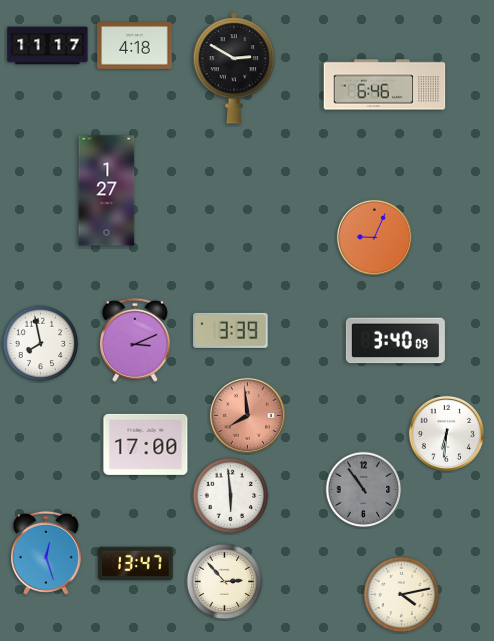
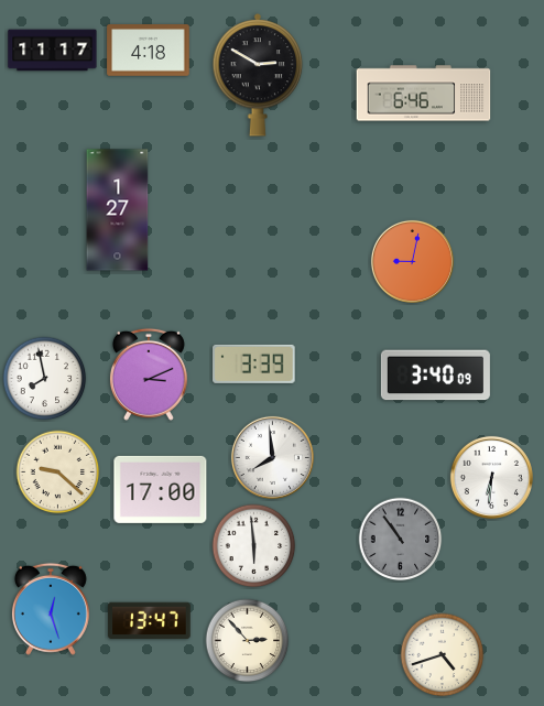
clock at (374, 237): 9:04 -> 9:02
clock at (247, 415) dial: salmon -> white
clock at (58, 473): none -> 9:22
clock at (402, 595): 4:13 -> 4:42
